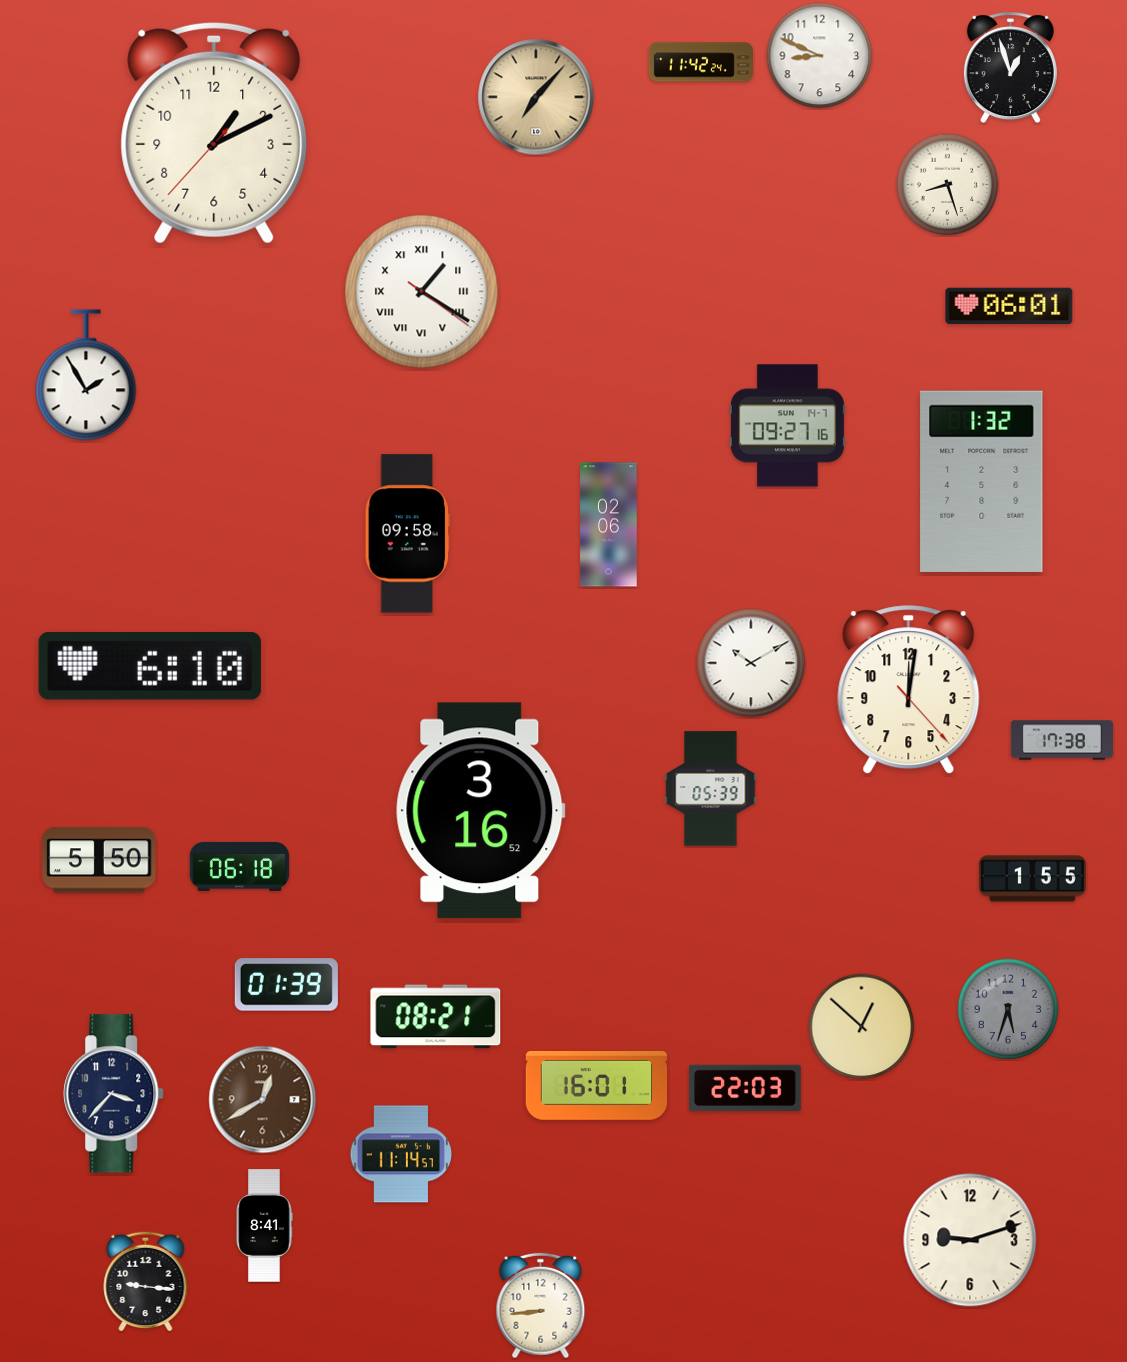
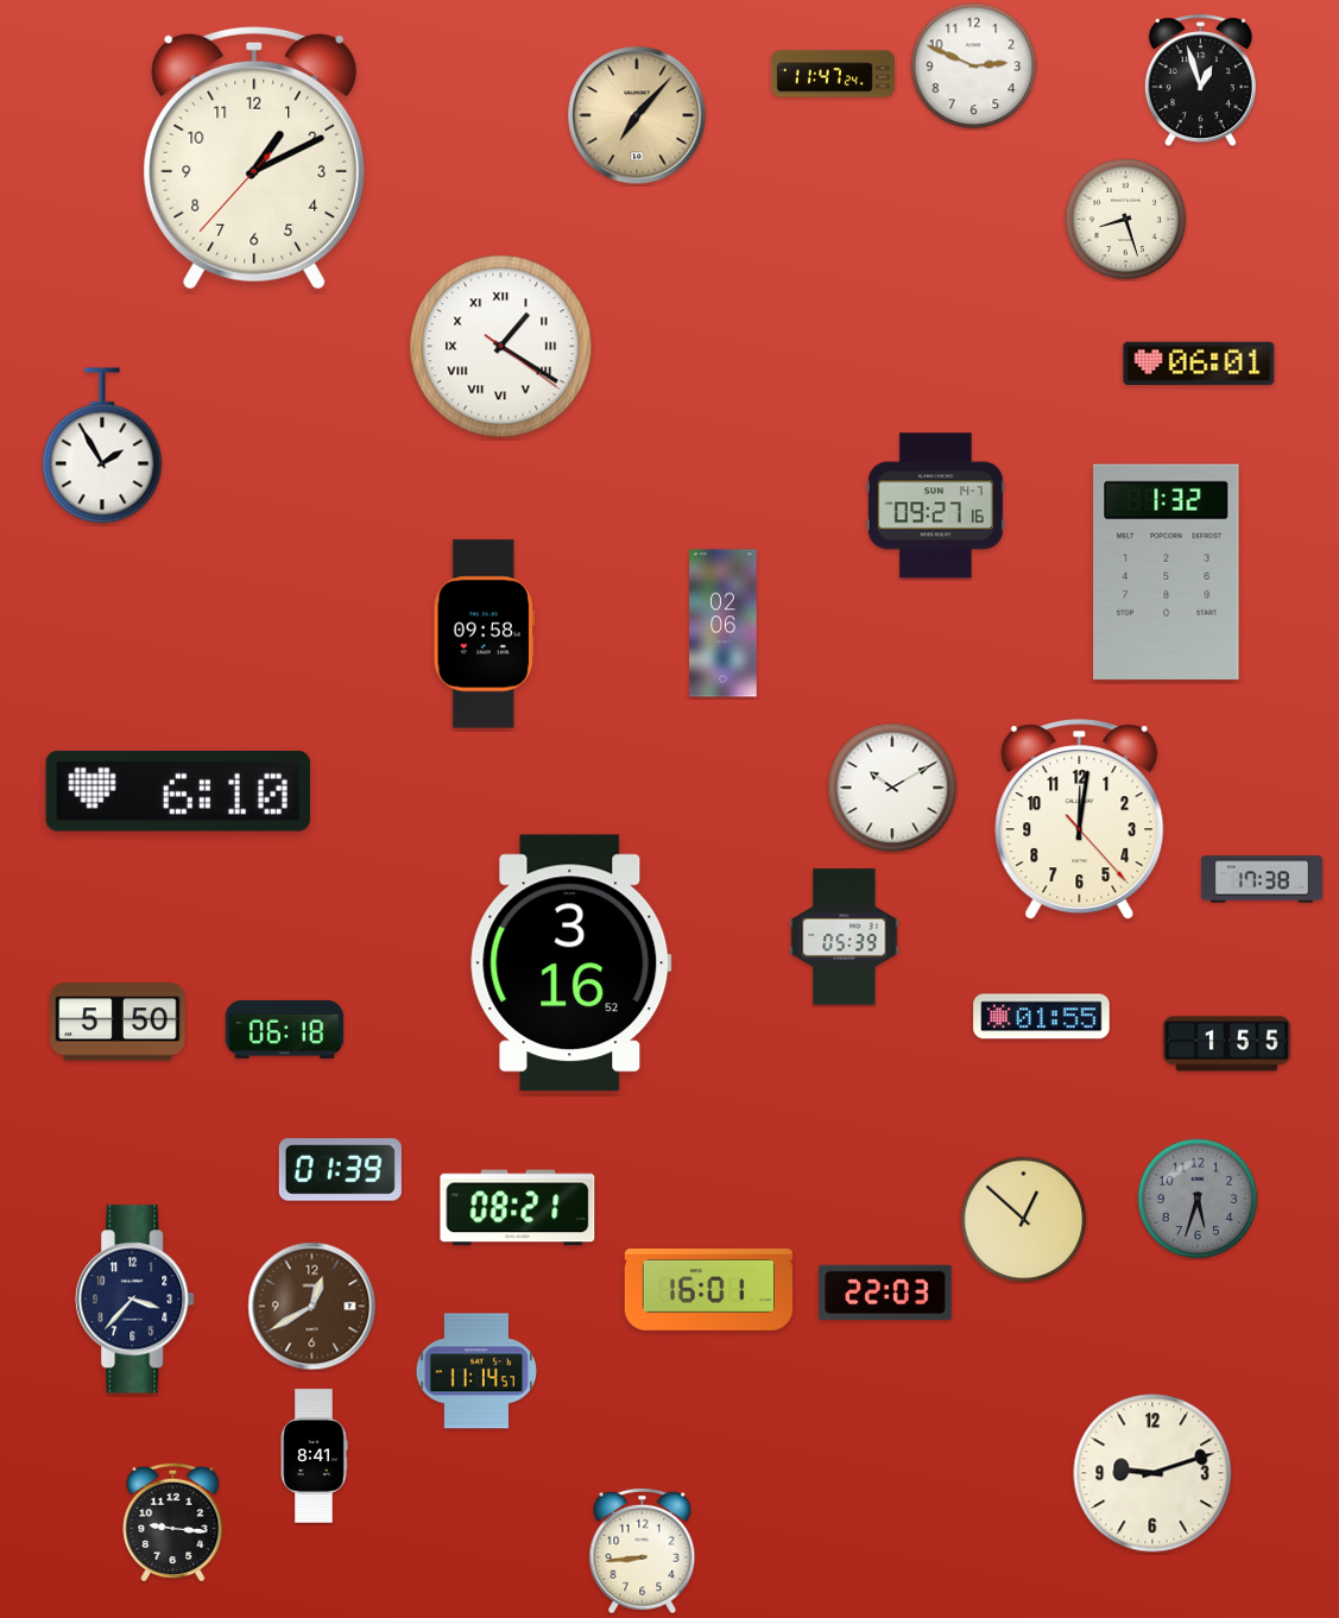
clock at (820, 56): 8:49 -> 2:49
clock at (701, 62): 11:42 -> 11:47
clock at (1042, 1017): none -> 01:55
